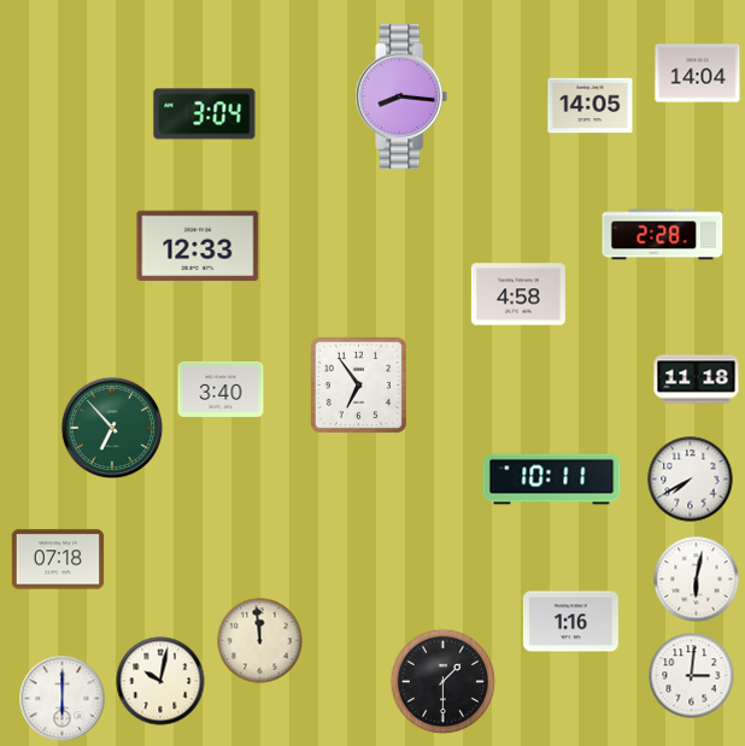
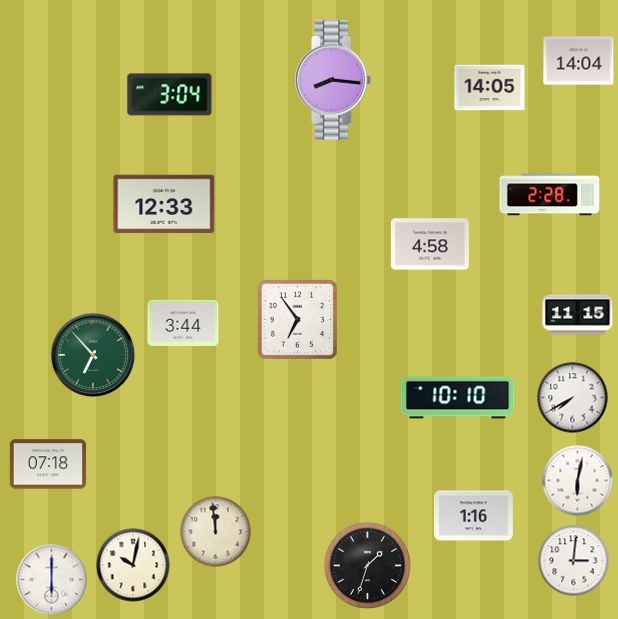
clock at (697, 380): 11:18 -> 11:15
clock at (221, 389): 3:40 -> 3:44
clock at (552, 480): 10:11 -> 10:10
clock at (444, 682): 1:30 -> 1:33
